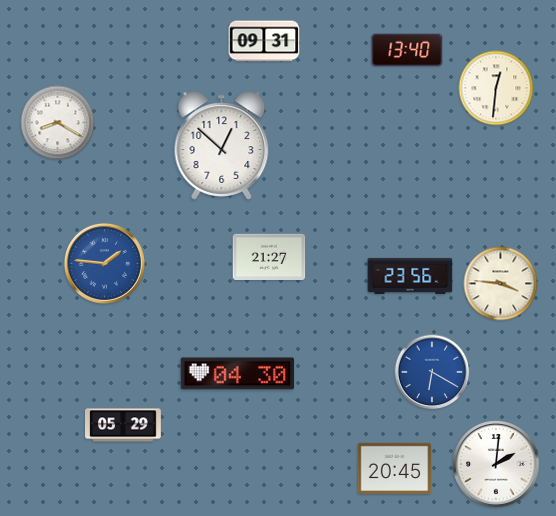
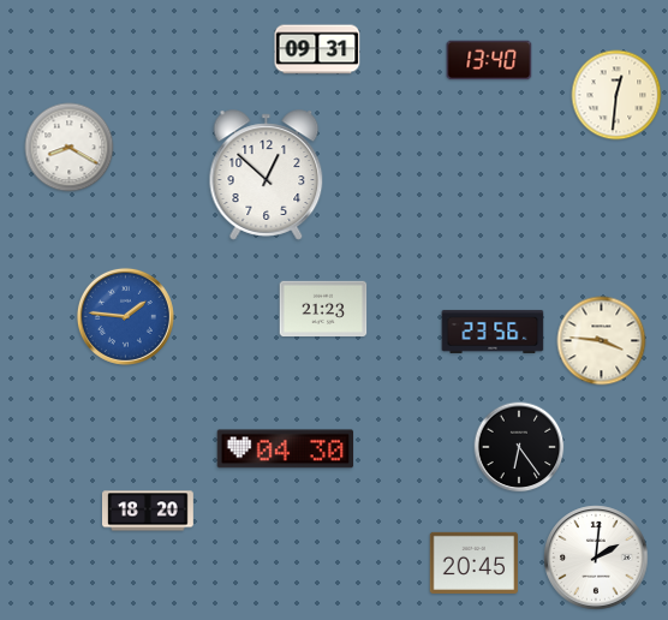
clock at (496, 88) position: (496, 88) -> (616, 95)
clock at (269, 257): 21:27 -> 21:23
clock at (432, 372): 6:20 -> 6:24
clock at (432, 372) dial: blue -> black
clock at (124, 425): 05:29 -> 18:20
